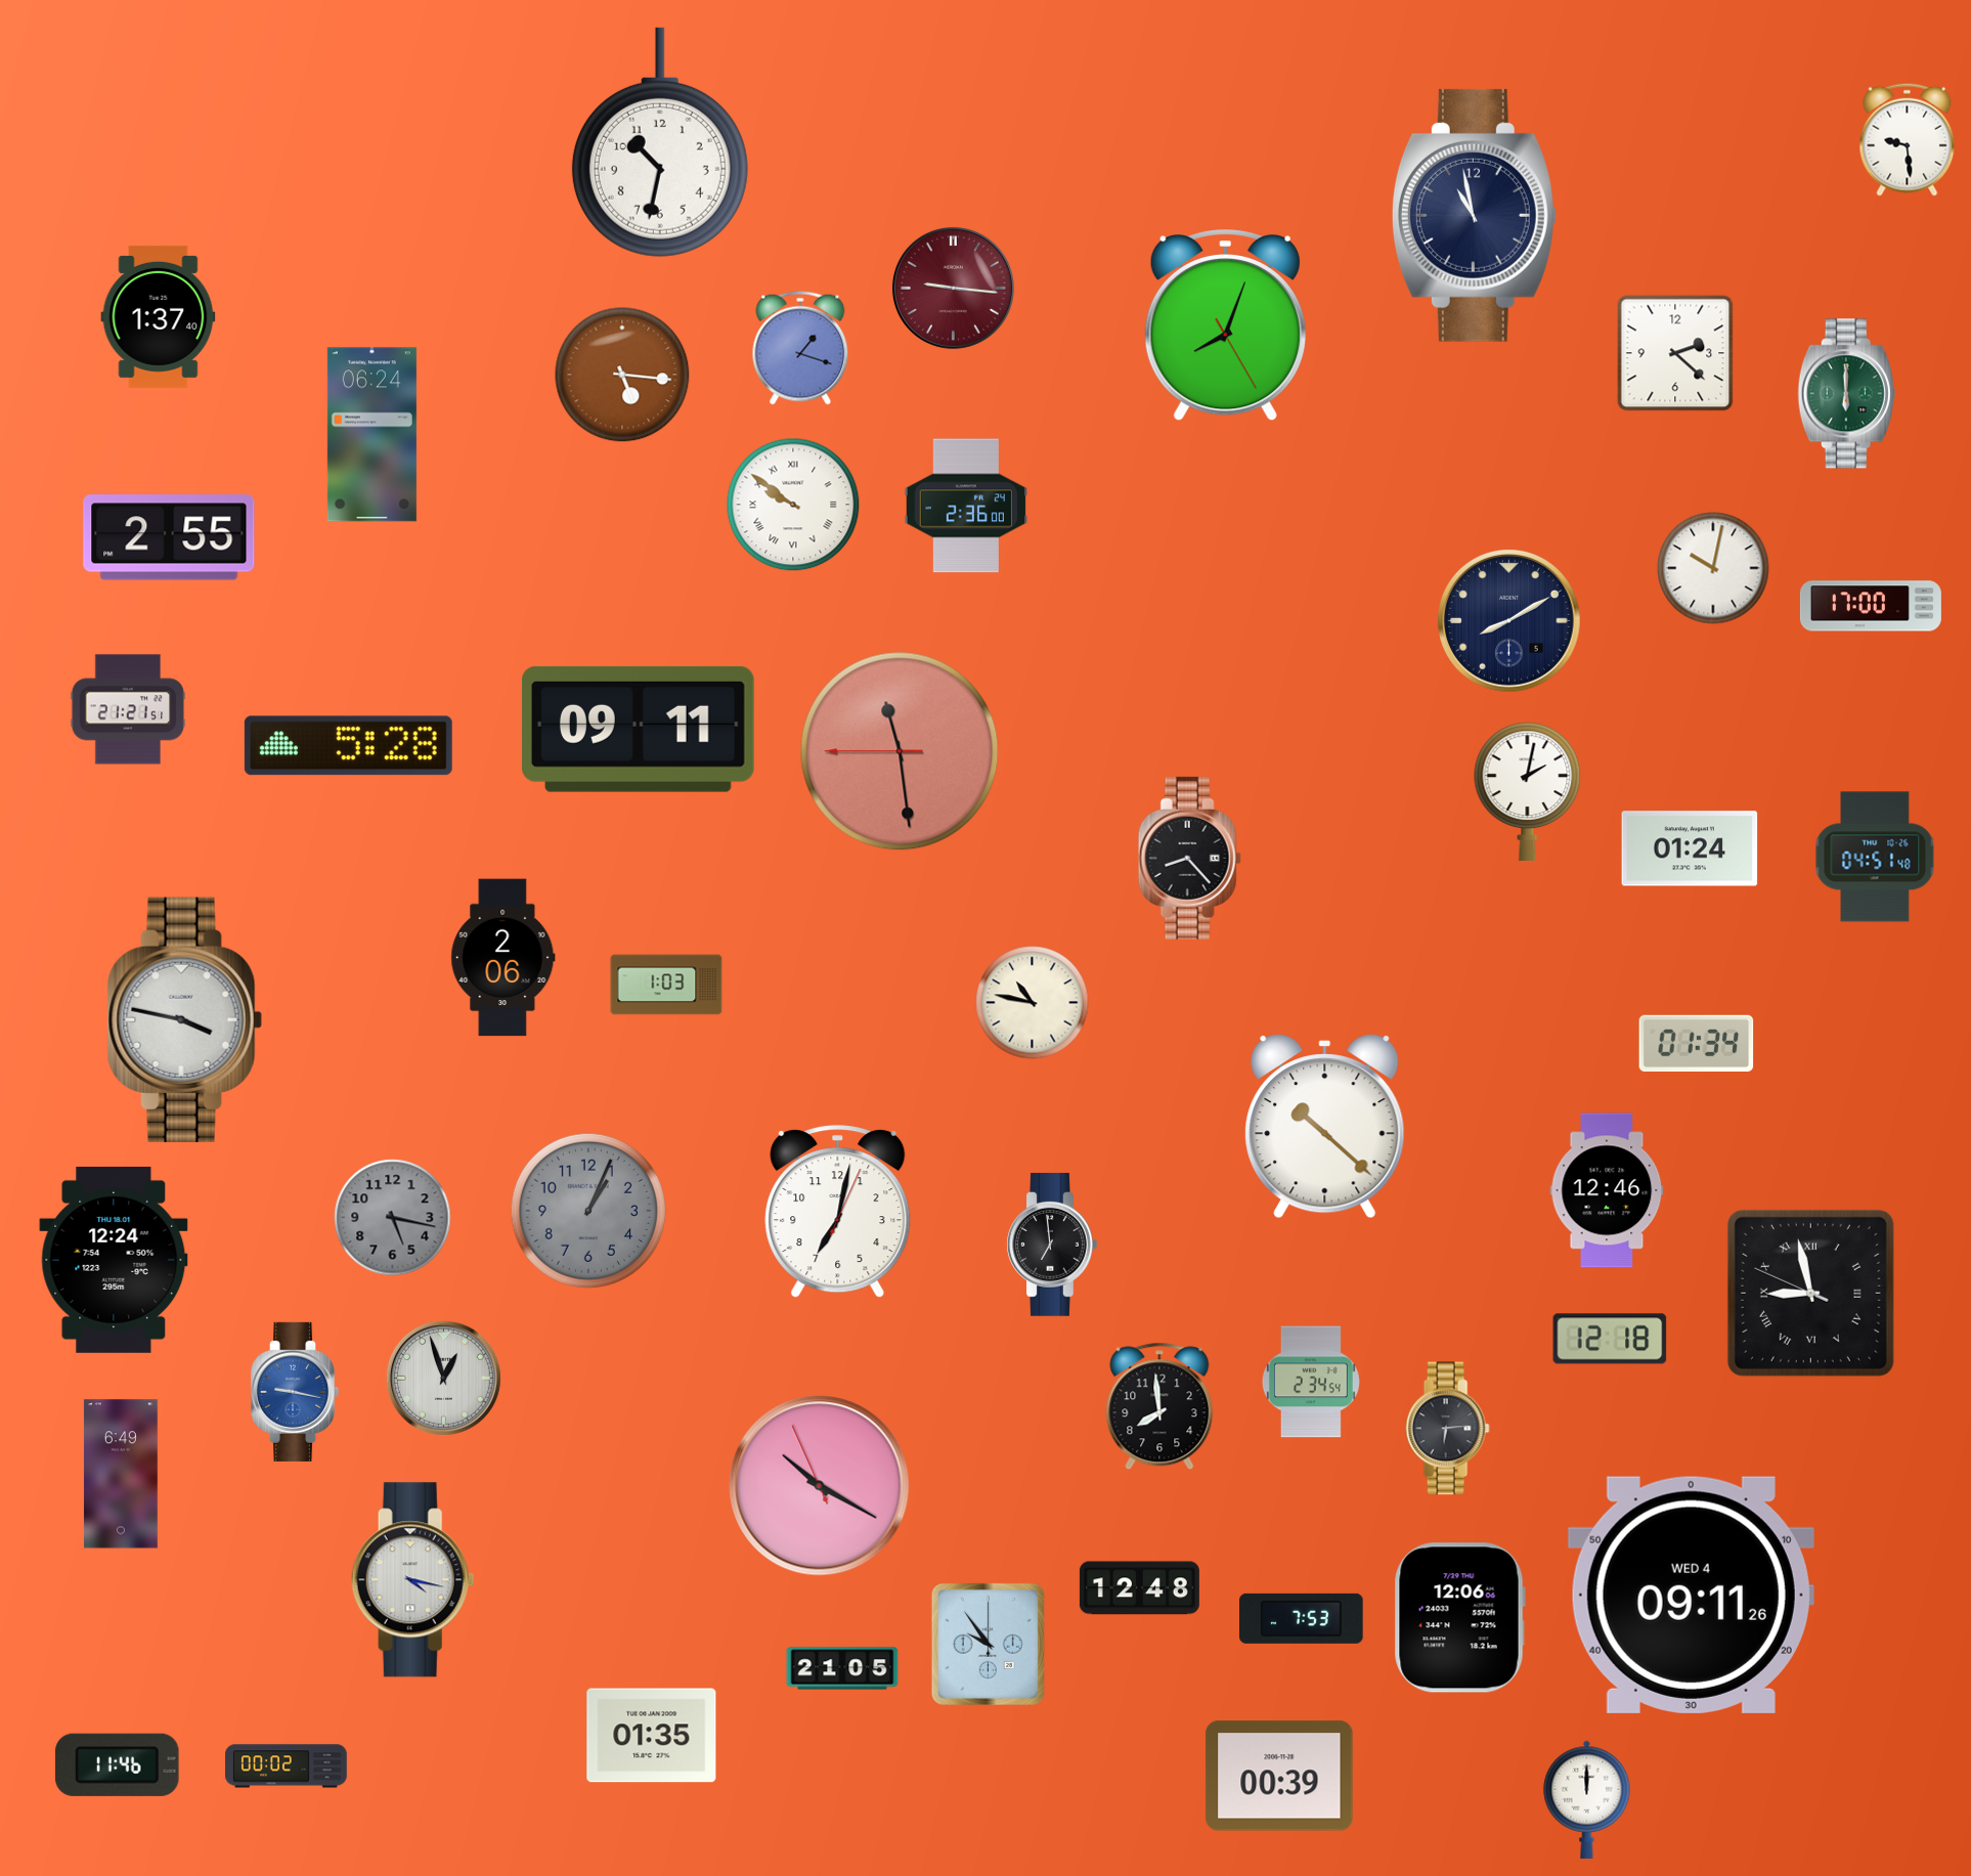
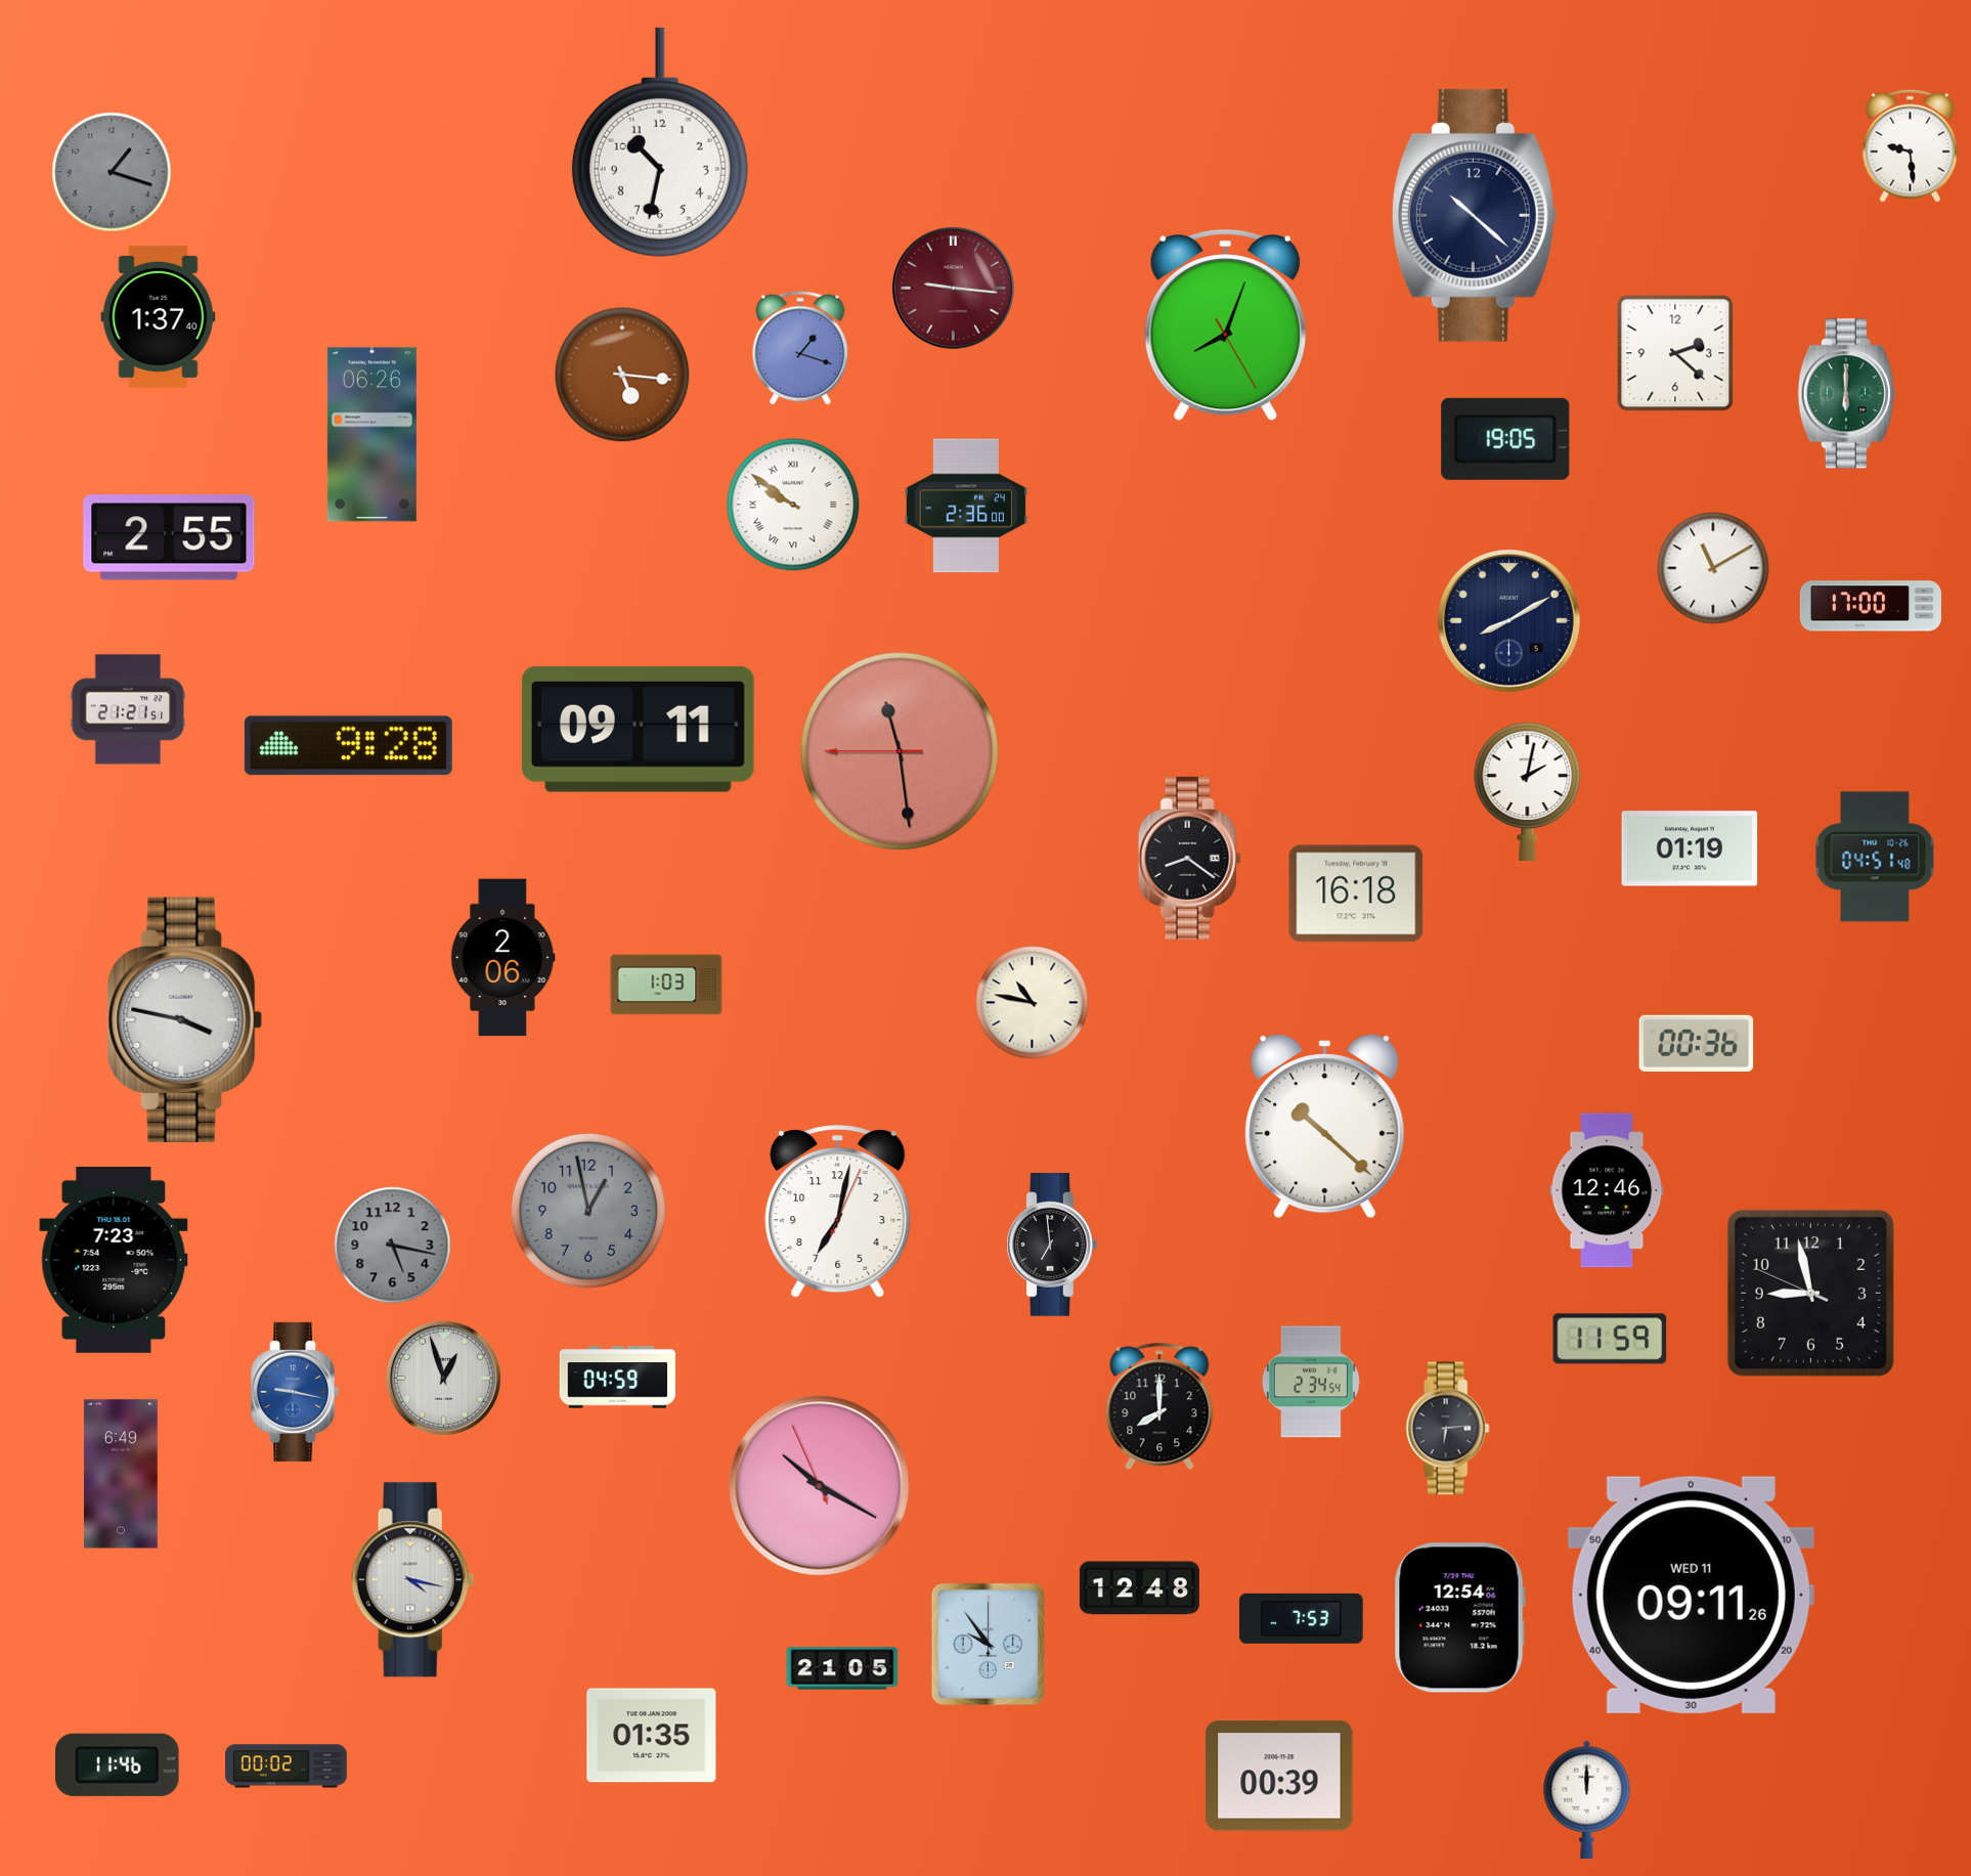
clock at (1908, 139) position: (1908, 139) -> (1911, 145)
clock at (112, 172): none -> 1:18
clock at (1474, 215): 10:58 -> 10:22
clock at (371, 435): 06:24 -> 06:26
clock at (1505, 439): none -> 19:05
clock at (1713, 568): 10:02 -> 11:10
clock at (348, 746): 5:28 -> 9:28
clock at (1690, 848): 01:24 -> 01:19
clock at (1189, 858): 8:23 -> 8:21
clock at (1356, 893): none -> 16:18
clock at (1697, 1043): 01:34 -> 00:36
clock at (588, 1211): 1:04 -> 12:58
clock at (393, 1218) position: (393, 1218) -> (393, 1246)
clock at (114, 1260): 12:24 -> 7:23
clock at (1810, 1293) numerals: Roman -> Arabic
clock at (1610, 1339): 12:18 -> 11:59
clock at (618, 1378): none -> 04:59
clock at (1159, 1406): 7:59 -> 8:00
clock at (1691, 1595) date: WED 4 -> WED 11
clock at (1459, 1618): 12:06 -> 12:54
